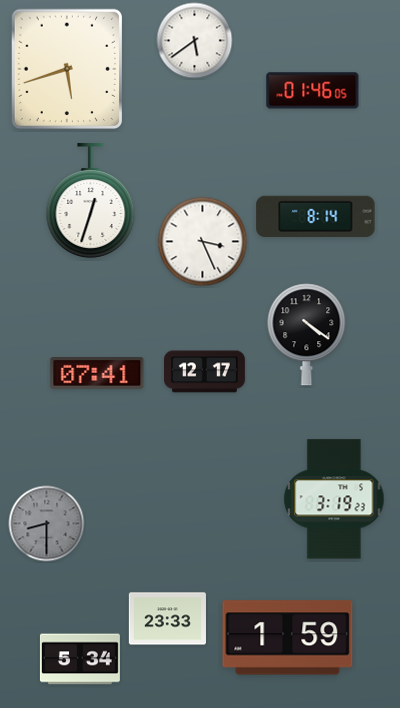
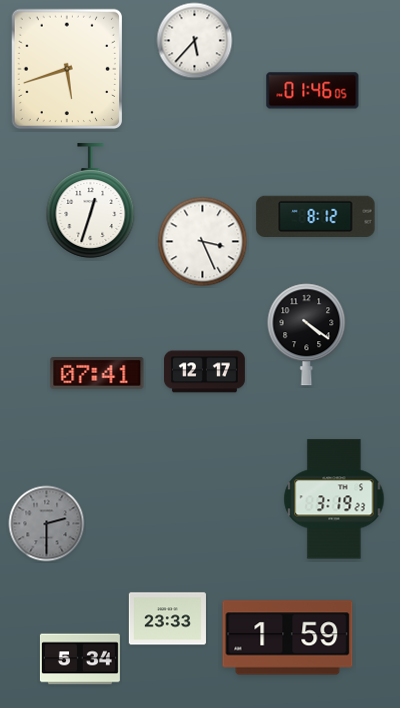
clock at (195, 41): 5:39 -> 5:37
clock at (316, 216): 8:14 -> 8:12
clock at (47, 524): 8:30 -> 2:30
